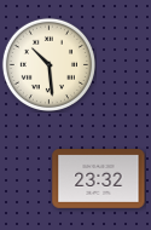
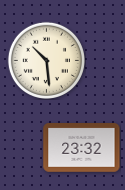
clock at (48, 64) position: (48, 64) -> (46, 60)
